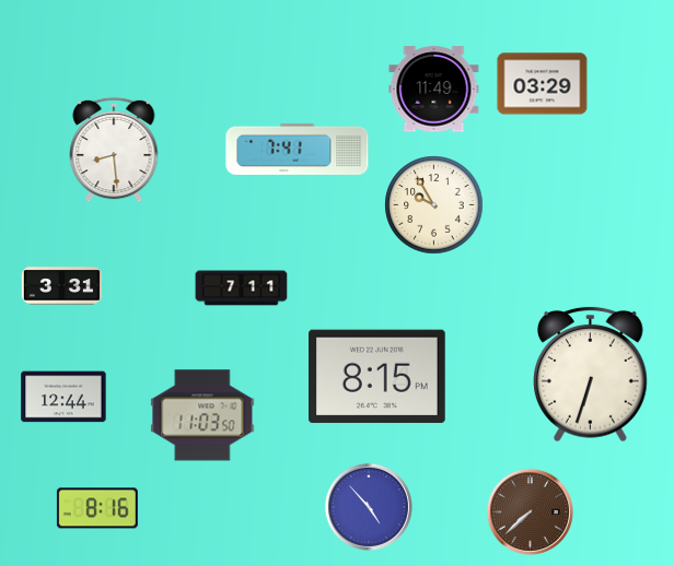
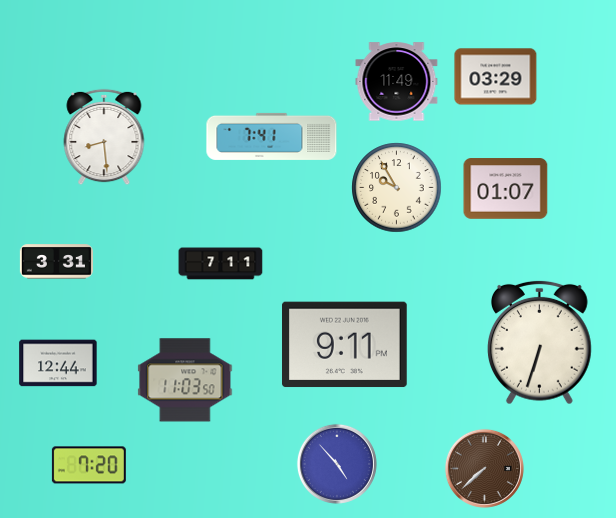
clock at (506, 189): none -> 01:07
clock at (377, 377): 8:15 -> 9:11
clock at (97, 508): 8:16 -> 7:20
